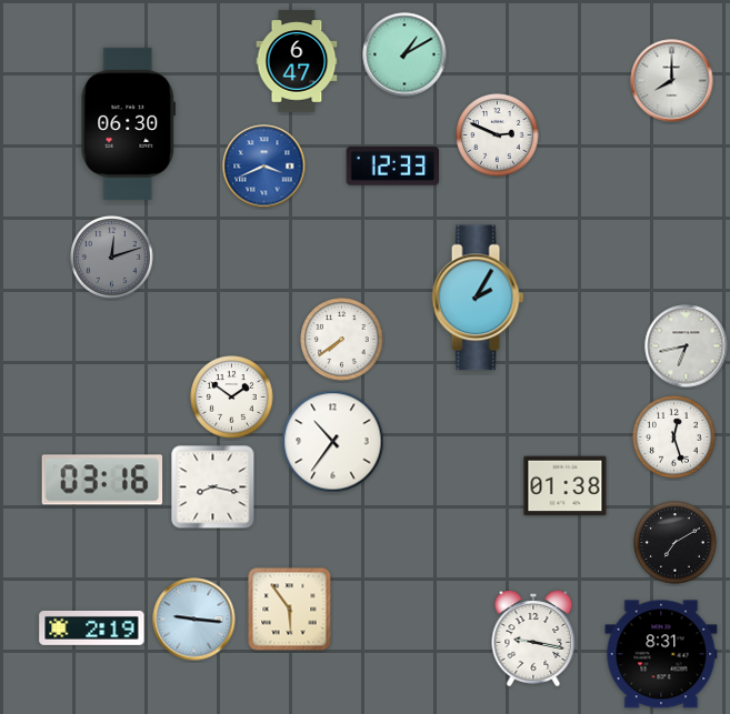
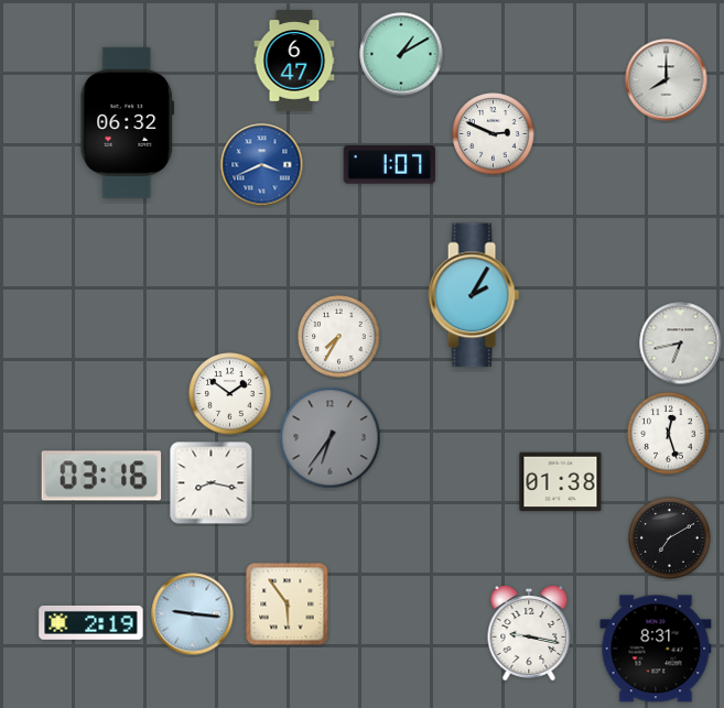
clock at (129, 123): 06:30 -> 06:32
clock at (393, 167): 12:33 -> 1:07
clock at (112, 258): 12:12 -> none
clock at (342, 340): 7:39 -> 7:35
clock at (333, 442): 10:36 -> 6:36
clock at (333, 442) dial: white -> grey
